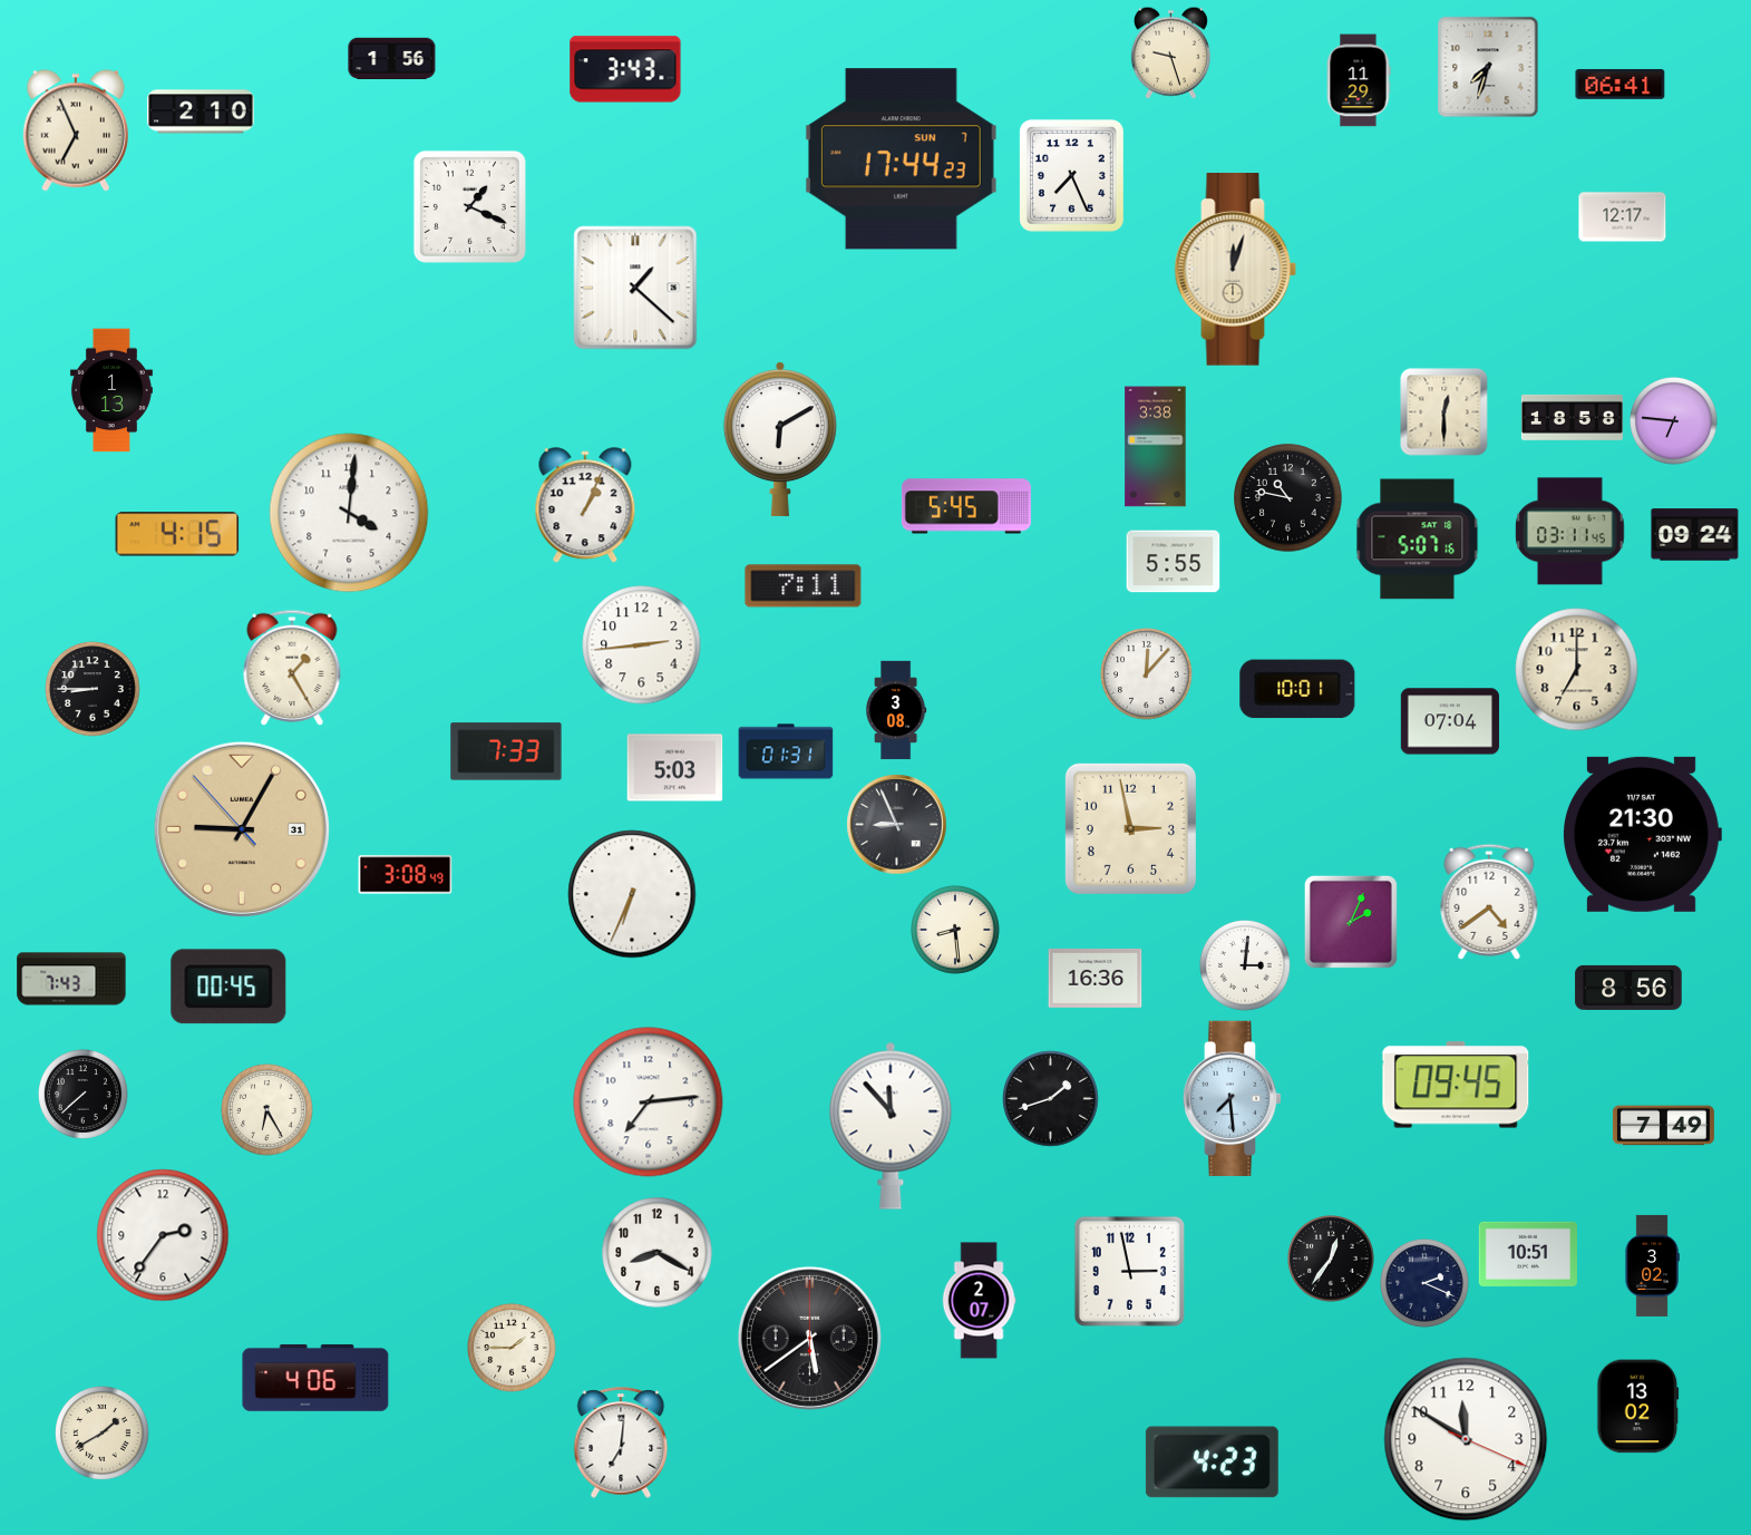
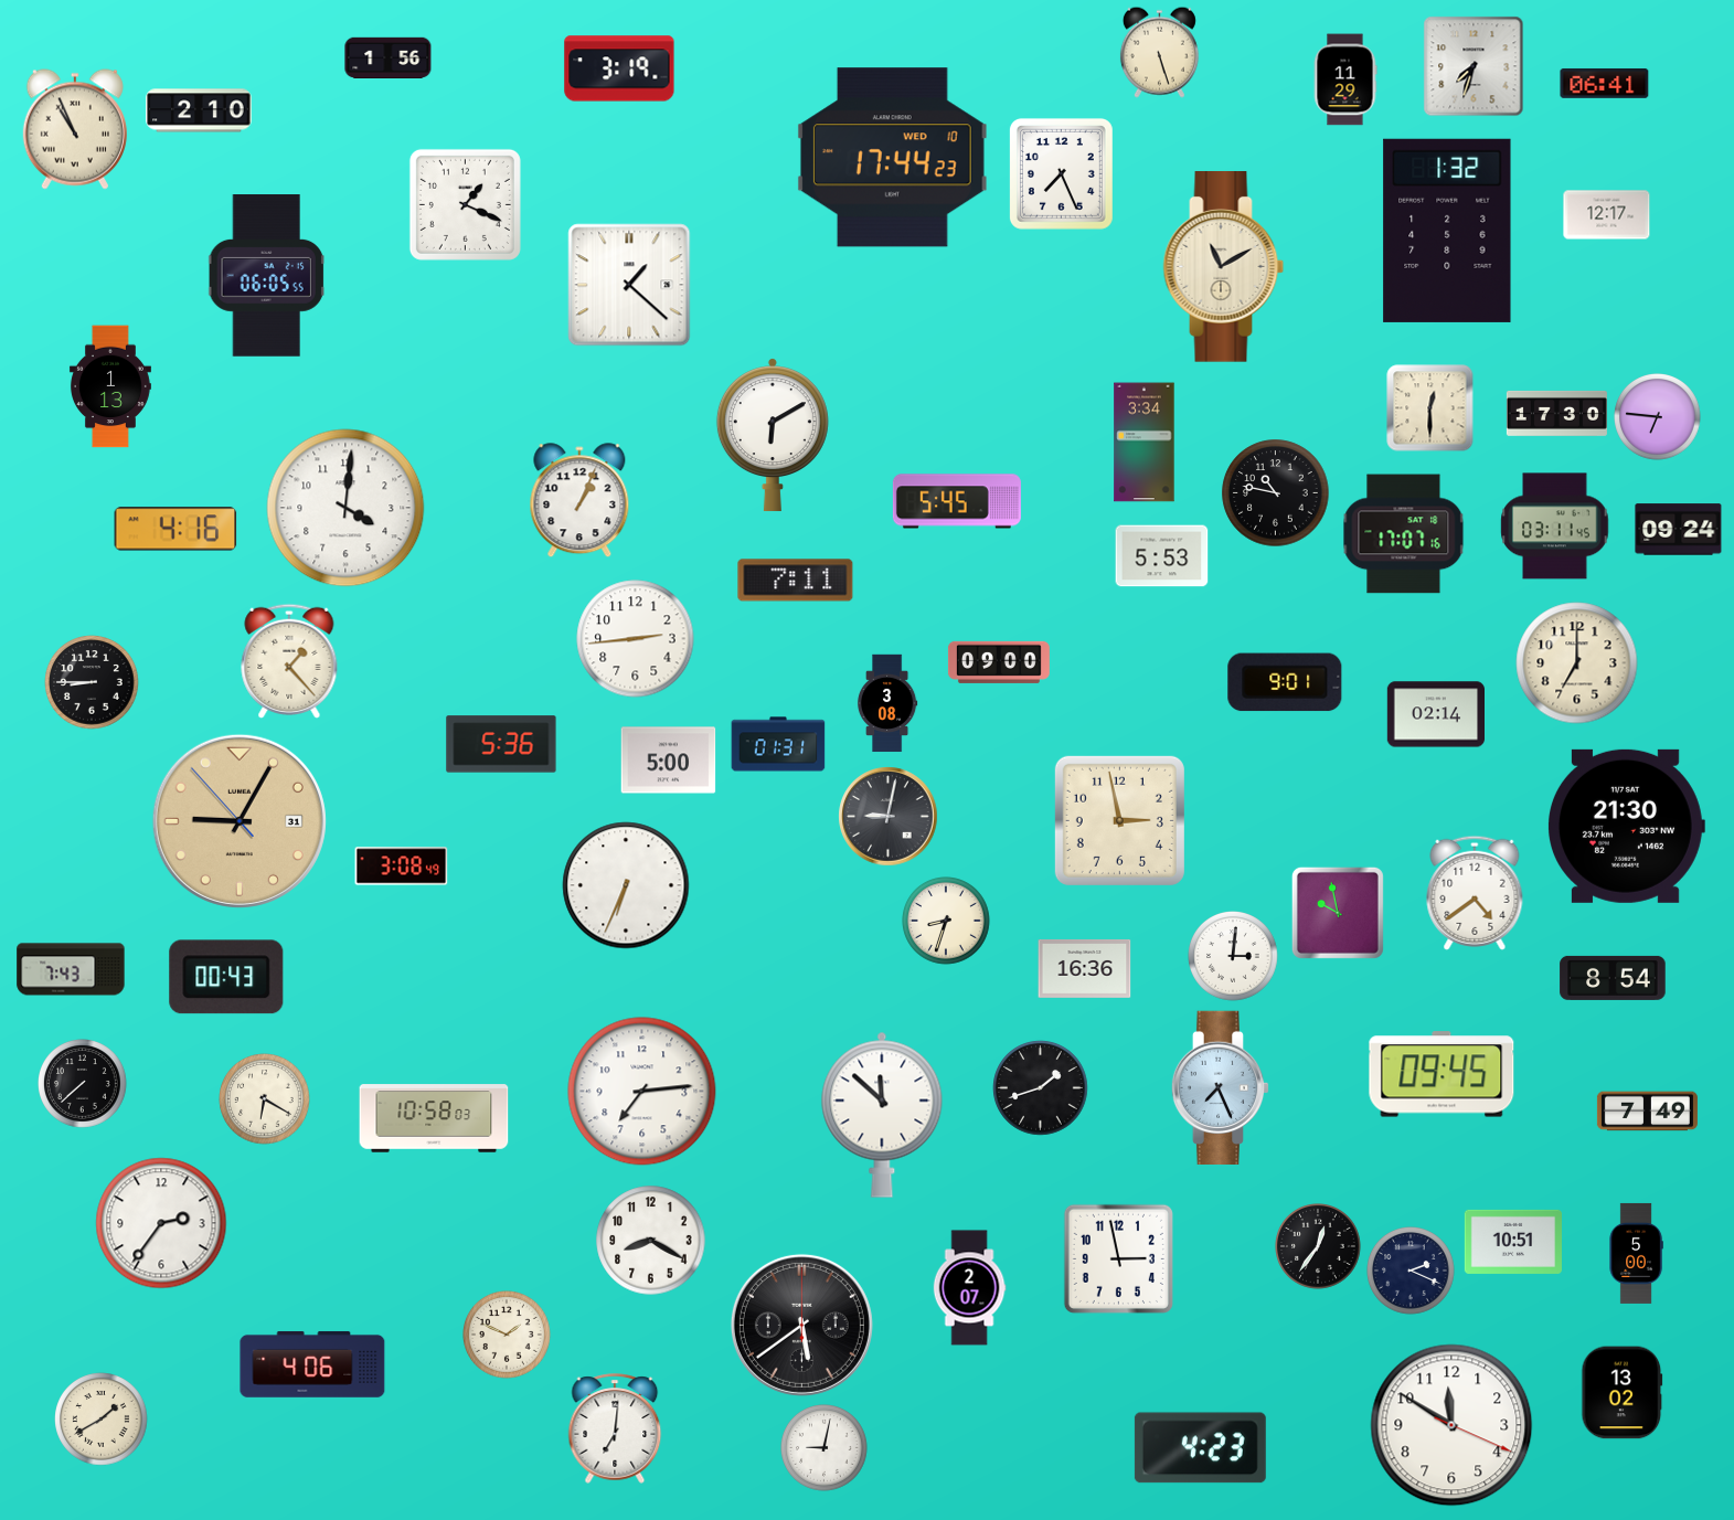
clock at (1170, 52): 9:27 -> 5:27
clock at (625, 69): 3:43 -> 3:19
clock at (76, 130): 6:56 -> 10:56
clock at (901, 159) date: SUN 7 -> WED 10
clock at (1447, 231): none -> 1:32
clock at (1236, 270): 12:03 -> 11:10
clock at (267, 276): none -> 06:05
clock at (1572, 417): 18:58 -> 17:30
clock at (1156, 447): 3:38 -> 3:34
clock at (177, 534): 4:15 -> 4:16
clock at (1418, 540): 5:07 -> 17:07
clock at (1174, 562): 5:55 -> 5:53
clock at (292, 668): 1:25 -> 1:23
clock at (999, 662): none -> 09:00
clock at (1577, 670) position: (1577, 670) -> (1577, 663)
clock at (1147, 674): 12:07 -> none
clock at (1297, 689): 10:01 -> 9:01
clock at (1449, 721): 07:04 -> 02:14
clock at (506, 751): 7:33 -> 5:36
clock at (675, 768): 5:03 -> 5:00
clock at (897, 825): 8:56 -> 9:02
clock at (1351, 922): 2:04 -> 9:58
clock at (956, 931): 8:29 -> 8:33
clock at (228, 987): 00:45 -> 00:43
clock at (1628, 988): 8:56 -> 8:54
clock at (1233, 1098): 7:29 -> 7:26
clock at (267, 1110): 6:25 -> 6:20
clock at (891, 1126): 11:53 -> 11:52
clock at (1663, 1126) position: (1663, 1126) -> (1647, 1112)
clock at (434, 1118): none -> 10:58
clock at (1652, 1265): 3:02 -> 5:00
clock at (513, 1349): 1:45 -> 1:49
clock at (825, 1448): none -> 9:02
